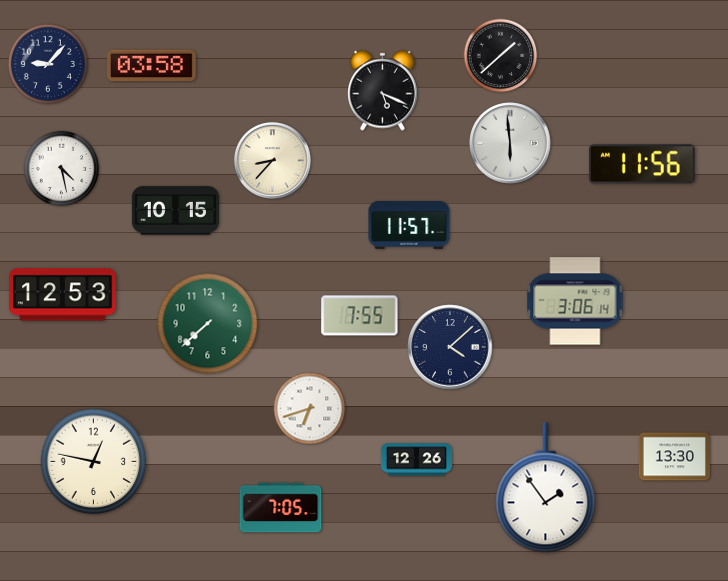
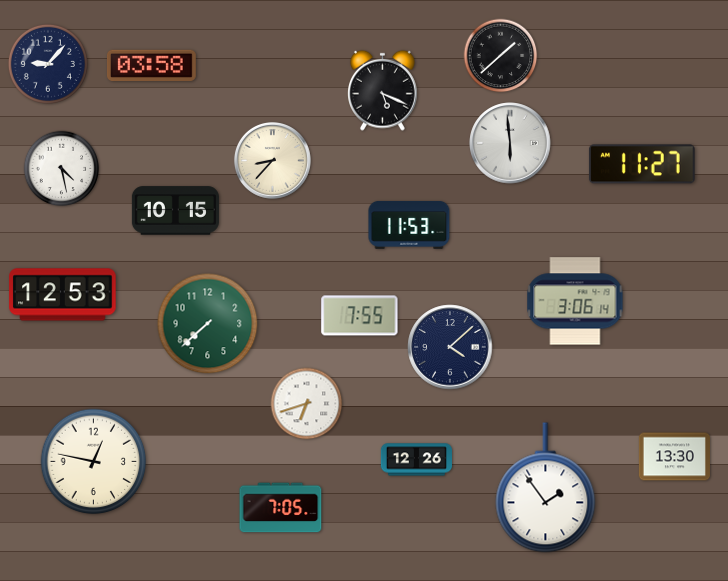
clock at (642, 164): 11:56 -> 11:27
clock at (409, 225): 11:57 -> 11:53
clock at (310, 409) position: (310, 409) -> (307, 404)
